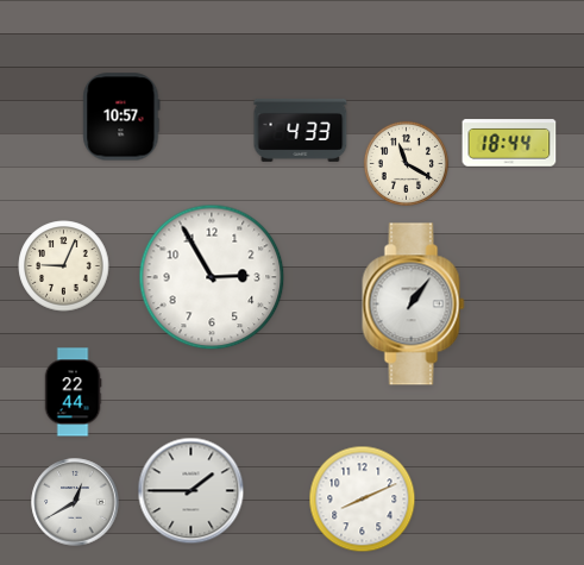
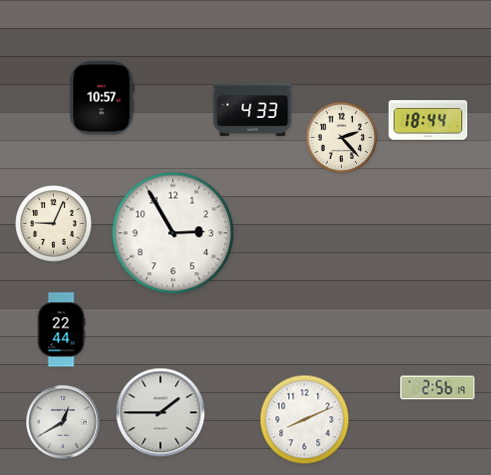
clock at (406, 163): 11:20 -> 2:23
clock at (212, 277) position: (212, 277) -> (173, 233)
clock at (414, 305): 1:06 -> none
clock at (438, 388): none -> 2:56
